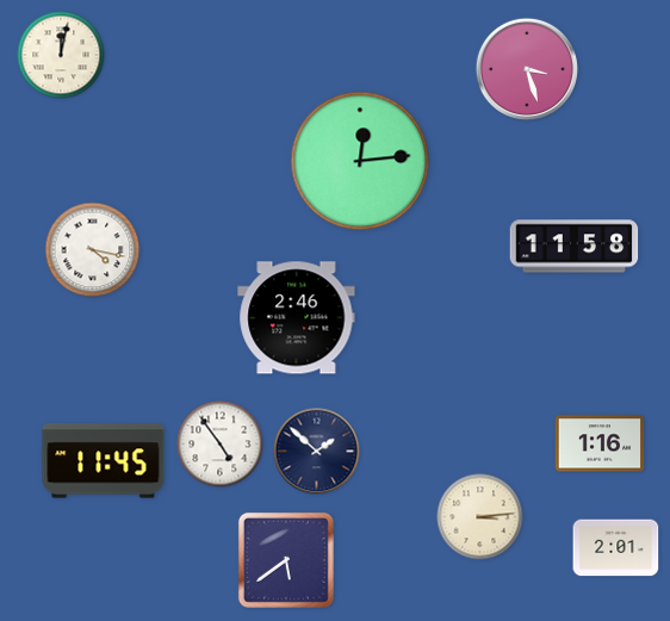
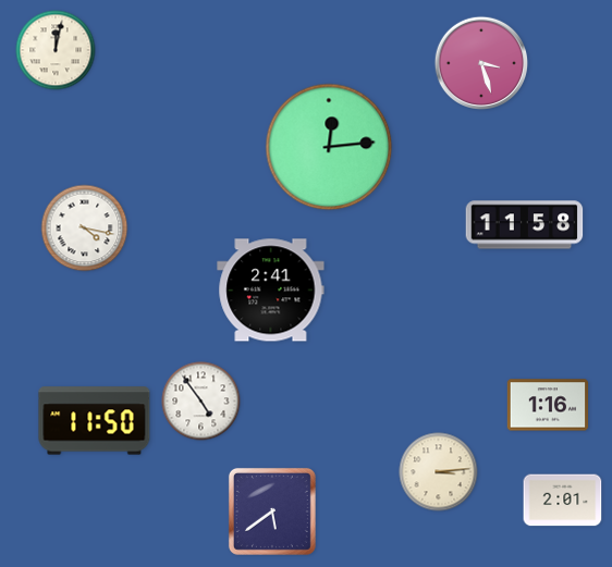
clock at (297, 318): 2:46 -> 2:41
clock at (221, 445) position: (221, 445) -> (201, 402)
clock at (317, 452): 1:52 -> none
clock at (104, 461): 11:45 -> 11:50
clock at (286, 560) position: (286, 560) -> (272, 511)
